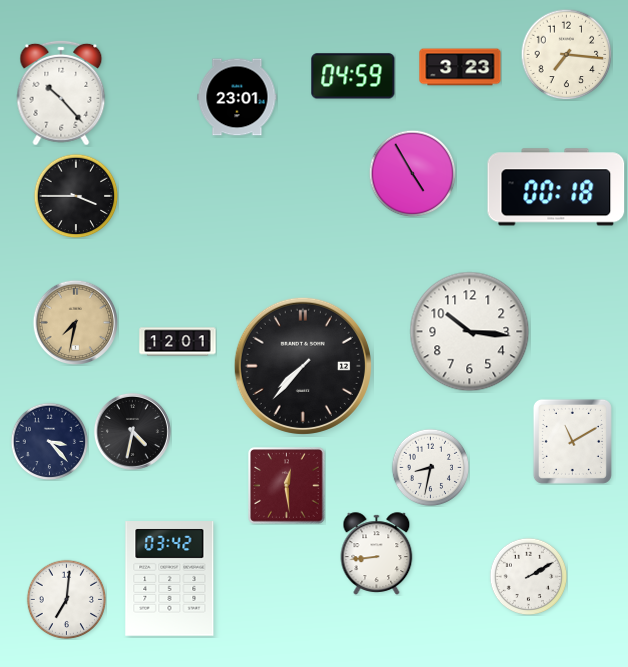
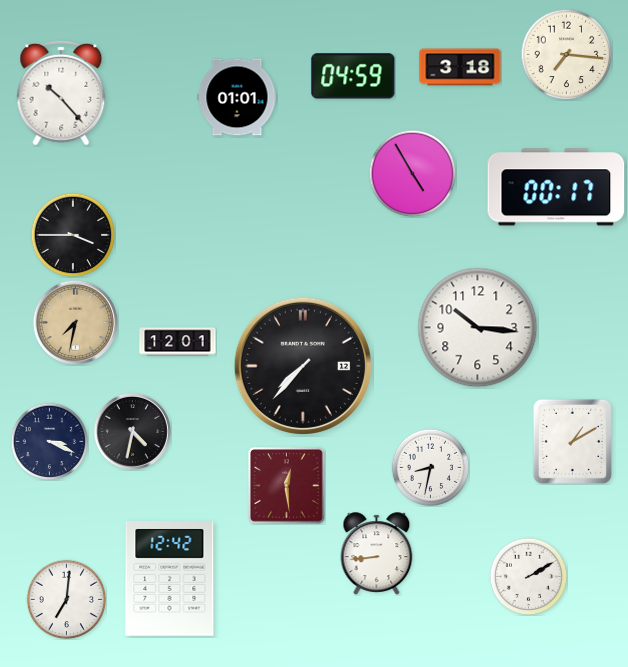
clock at (460, 67): 3:23 -> 3:18
clock at (237, 97): 23:01 -> 01:01
clock at (556, 187): 00:18 -> 00:17
clock at (76, 196) position: (76, 196) -> (73, 235)
clock at (470, 332) position: (470, 332) -> (478, 328)
clock at (49, 441): 3:23 -> 3:19
clock at (572, 441): 11:10 -> 1:10
clock at (170, 579): 03:42 -> 12:42
